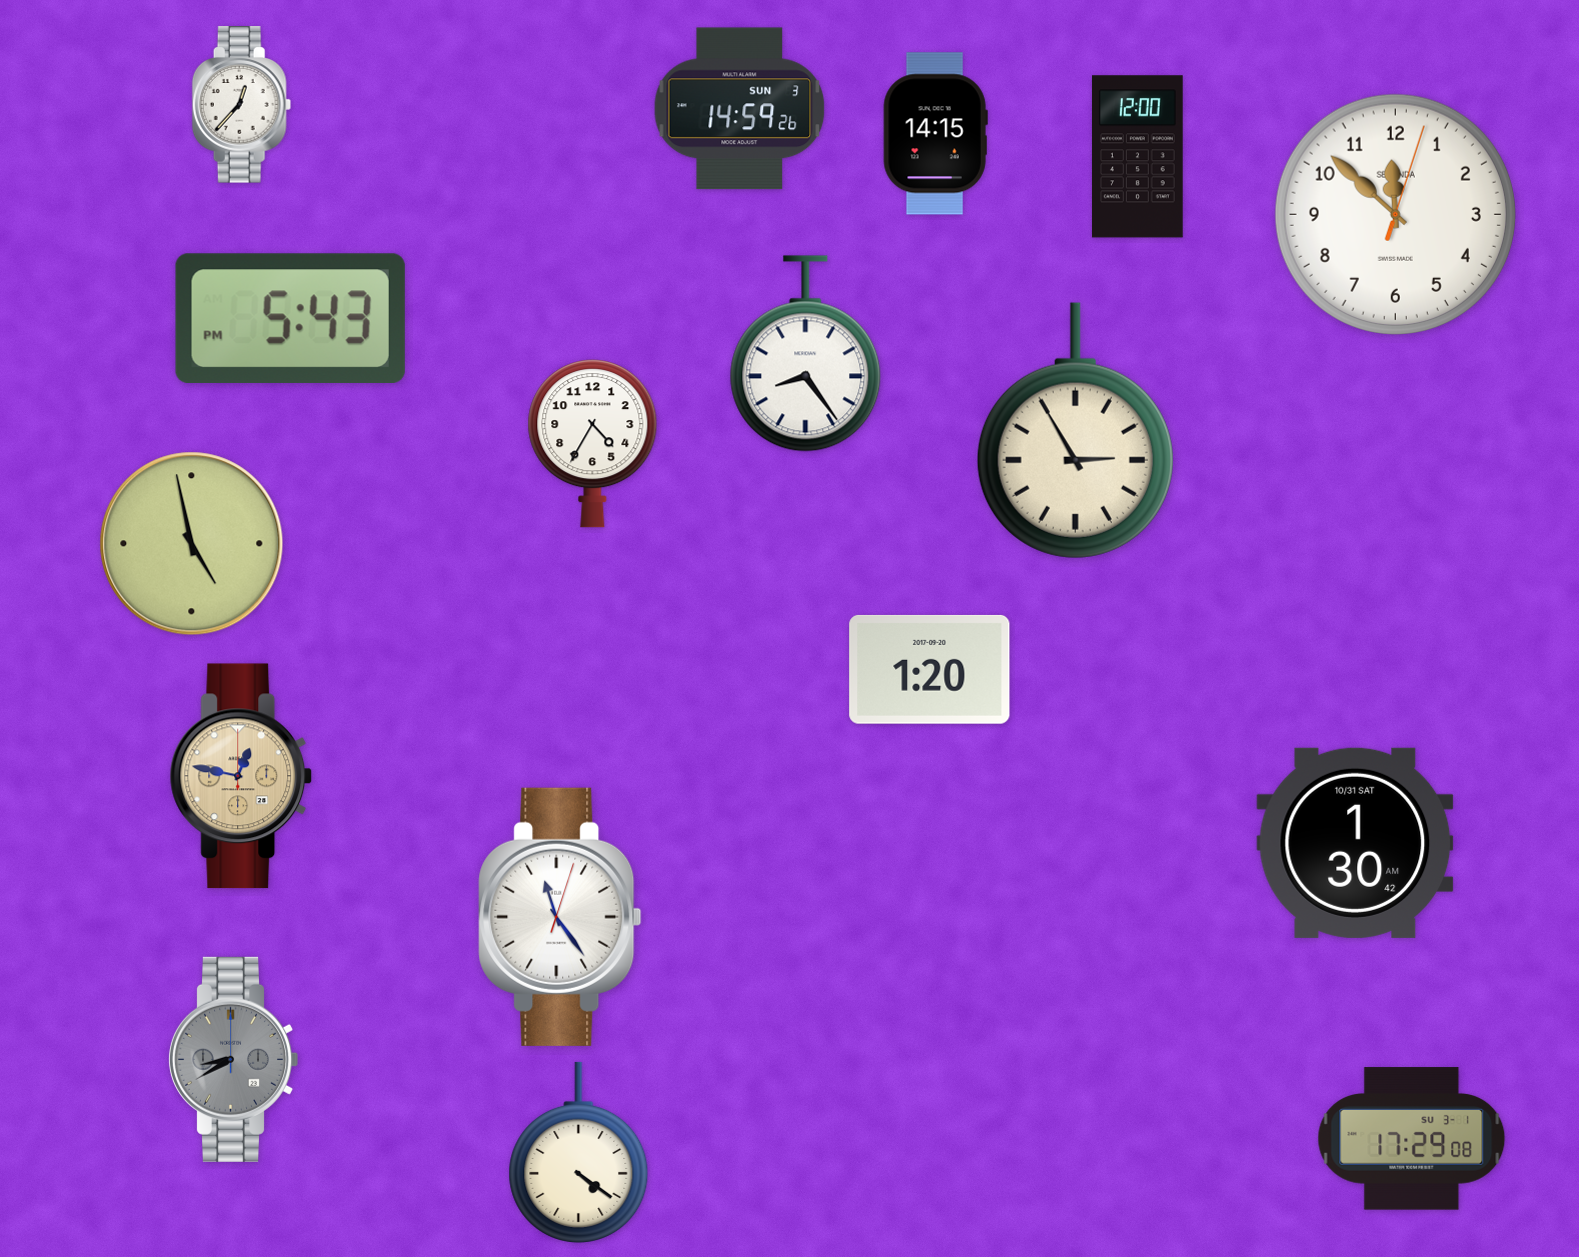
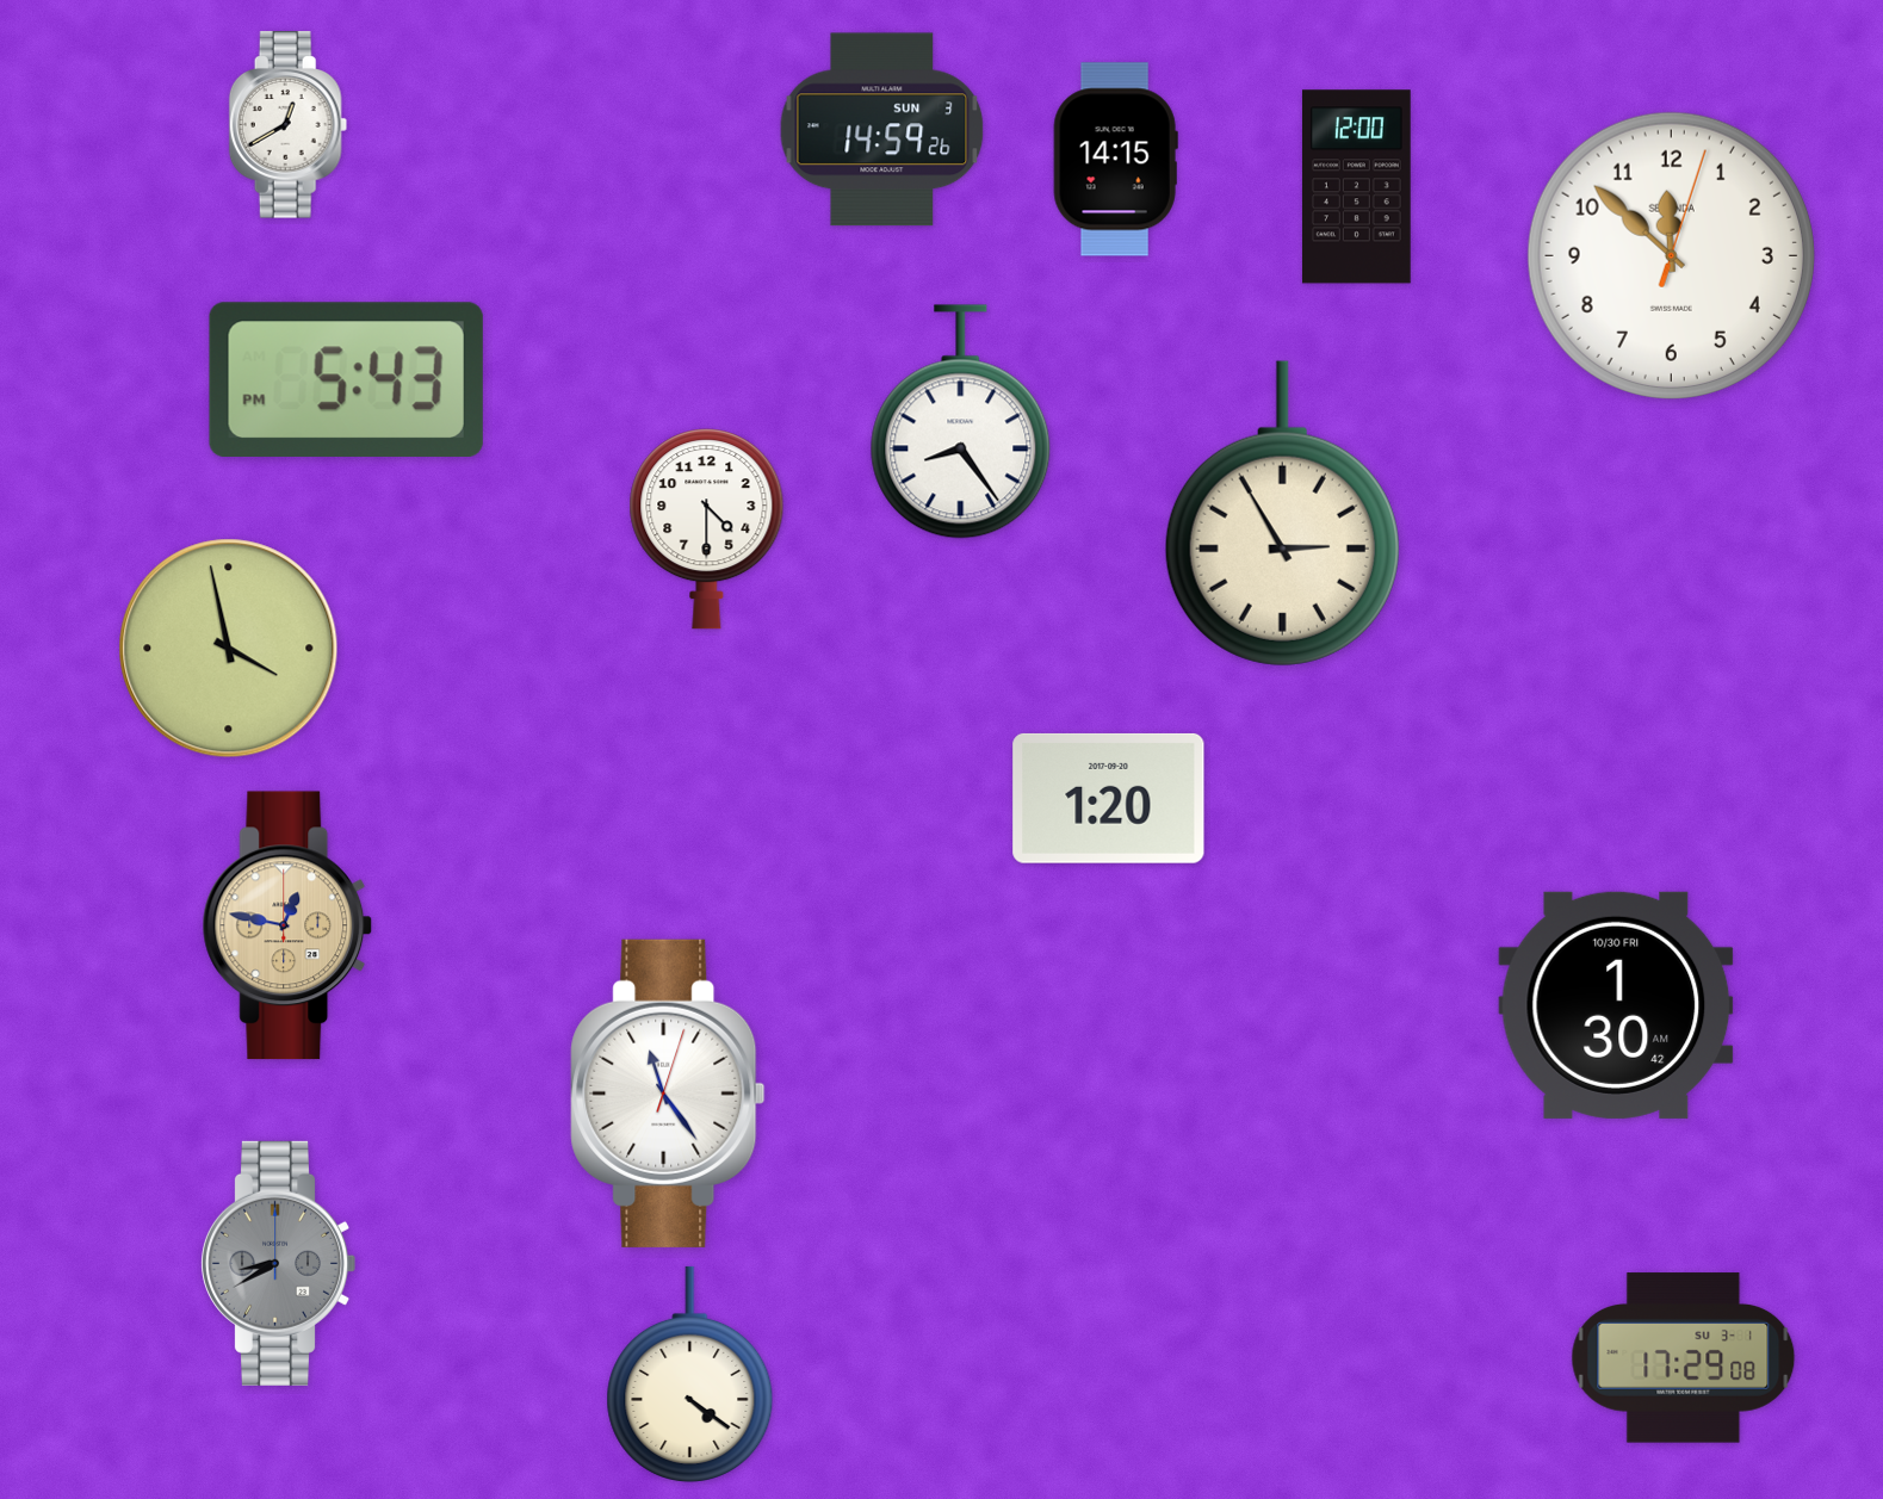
clock at (242, 105): 12:37 -> 12:40
clock at (1395, 214) position: (1395, 214) -> (1671, 255)
clock at (593, 444): 4:35 -> 4:30
clock at (192, 544): 4:58 -> 3:58
clock at (1355, 843) date: 10/31 SAT -> 10/30 FRI
